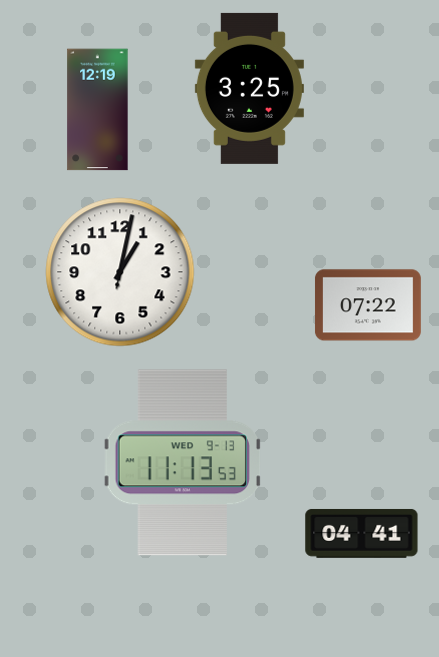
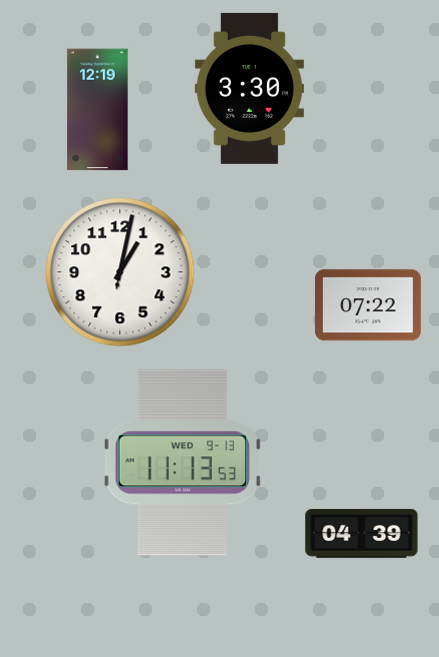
clock at (249, 88): 3:25 -> 3:30
clock at (362, 533): 04:41 -> 04:39
